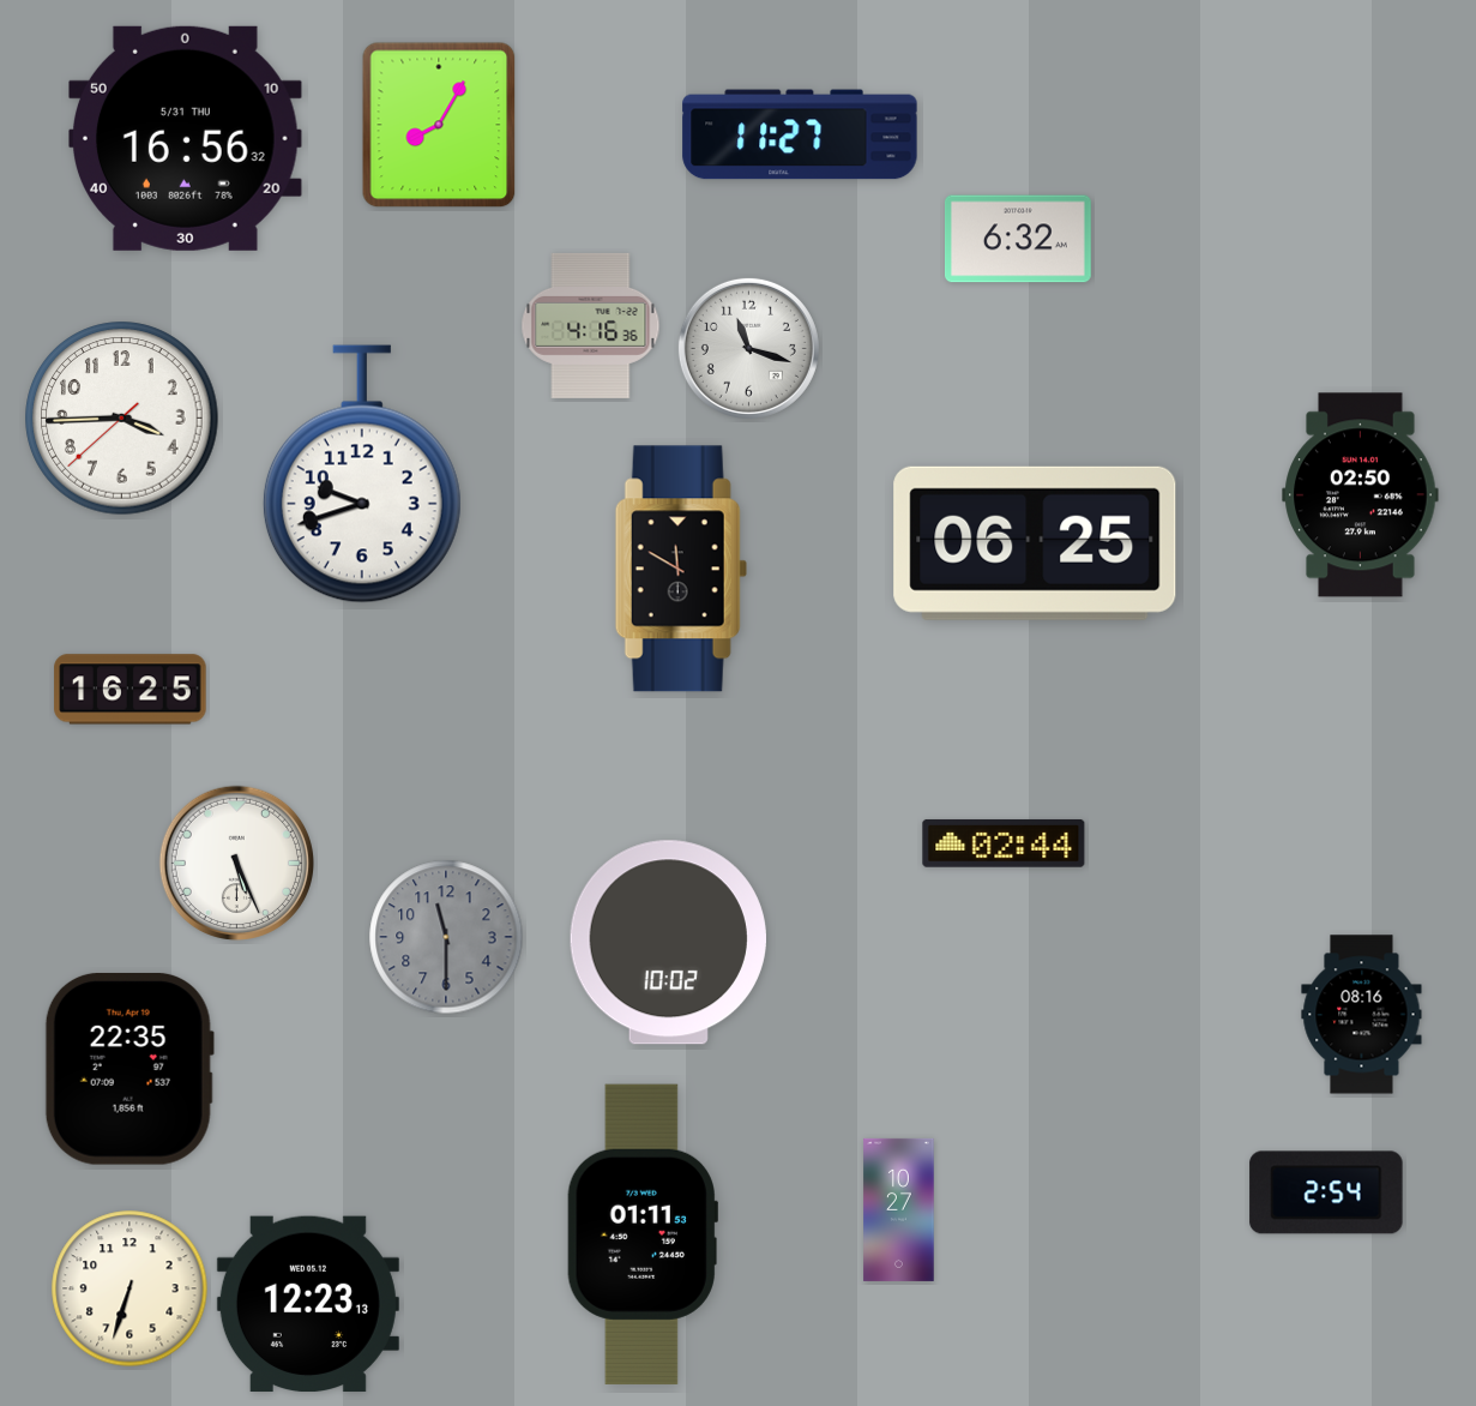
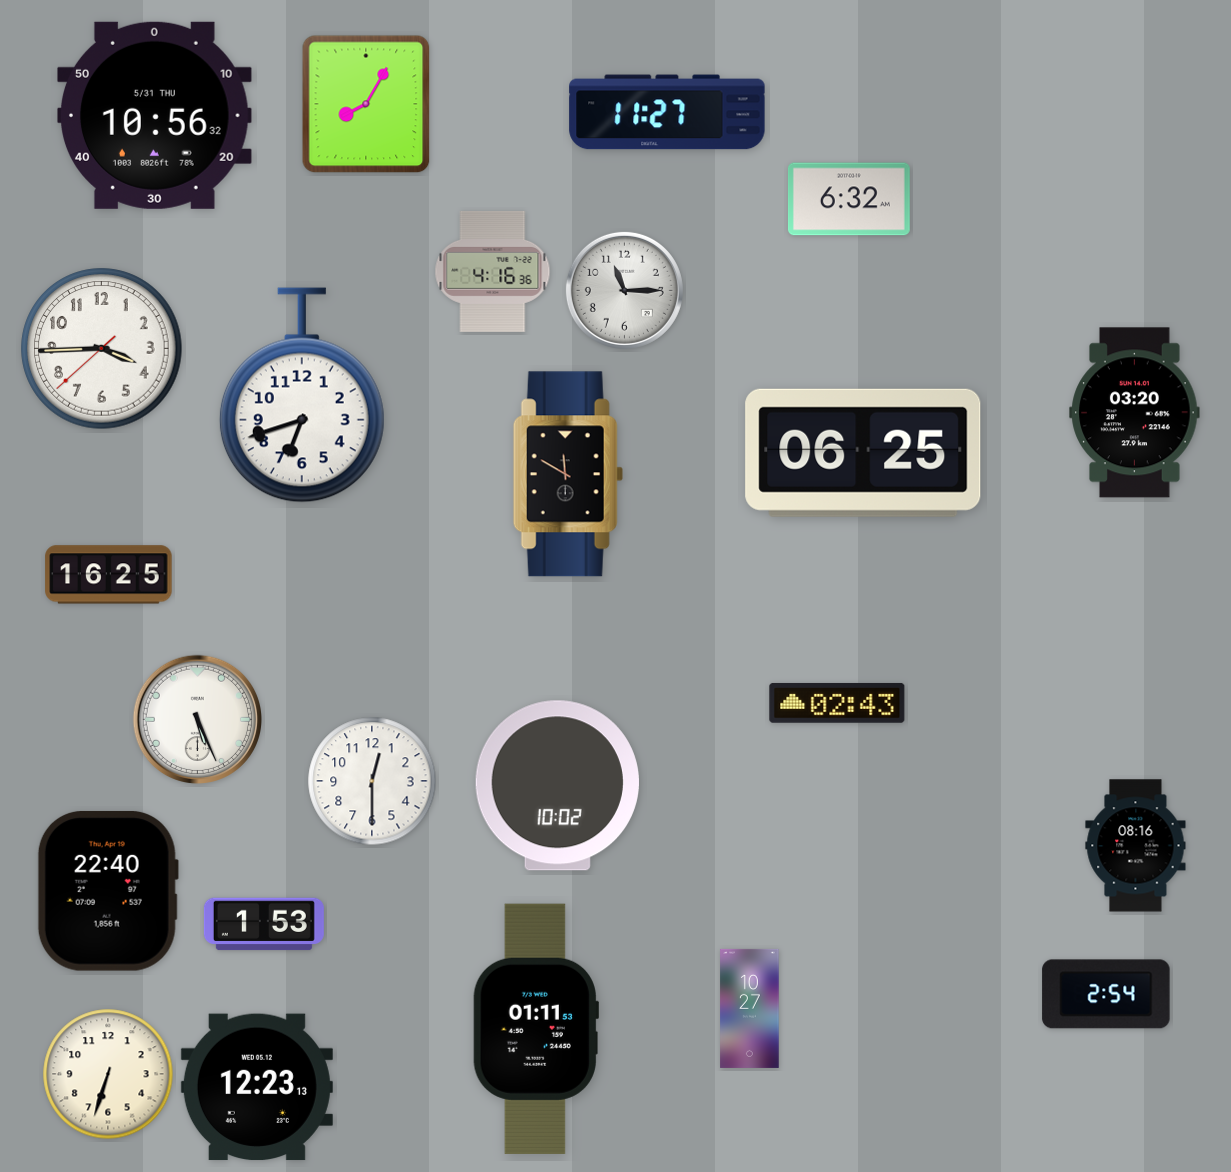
clock at (186, 138): 16:56 -> 10:56
clock at (748, 348): 11:18 -> 11:15
clock at (362, 474): 9:42 -> 6:42
clock at (1361, 495): 02:50 -> 03:20
clock at (1004, 843): 02:44 -> 02:43
clock at (446, 937): 11:30 -> 12:30
clock at (446, 937) dial: grey -> white
clock at (129, 1069): 22:35 -> 22:40
clock at (264, 924): none -> 1:53
